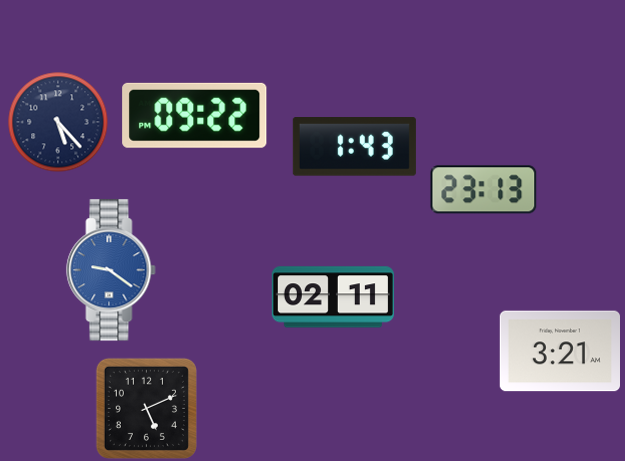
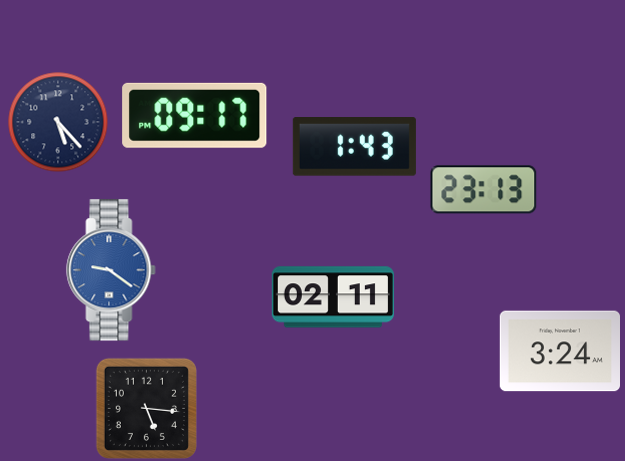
clock at (195, 115): 09:22 -> 09:17
clock at (559, 351): 3:21 -> 3:24
clock at (146, 408): 5:11 -> 5:16
